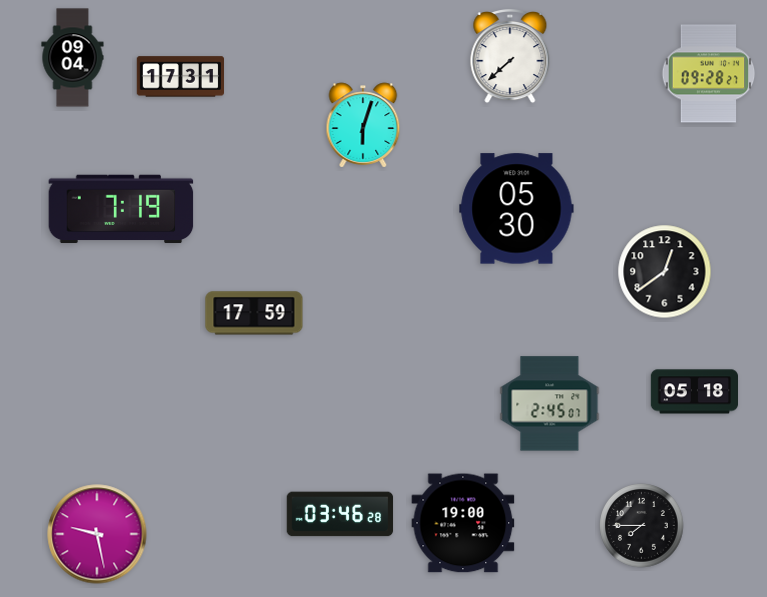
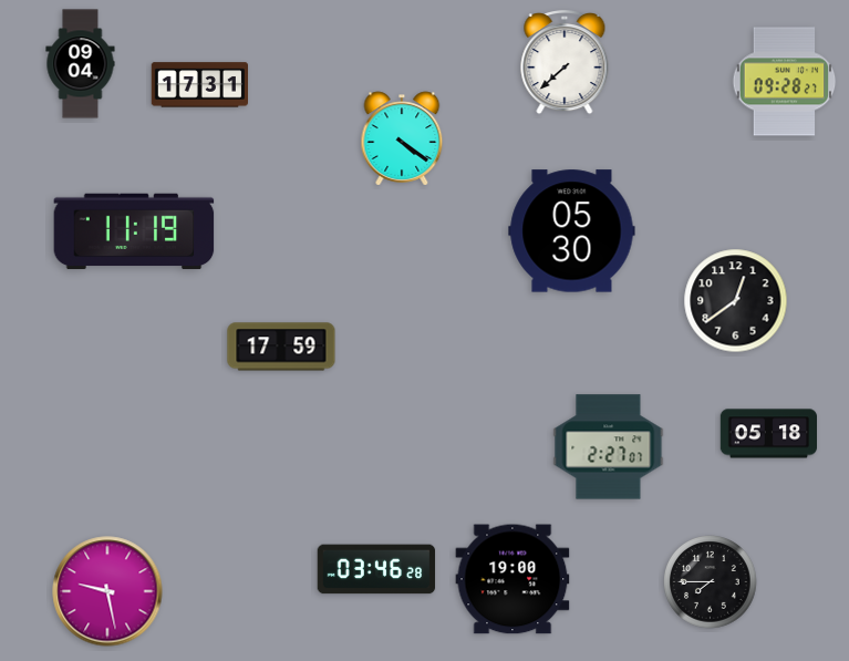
clock at (363, 125): 6:03 -> 4:21
clock at (121, 209): 7:19 -> 11:19
clock at (550, 404): 2:45 -> 2:27
